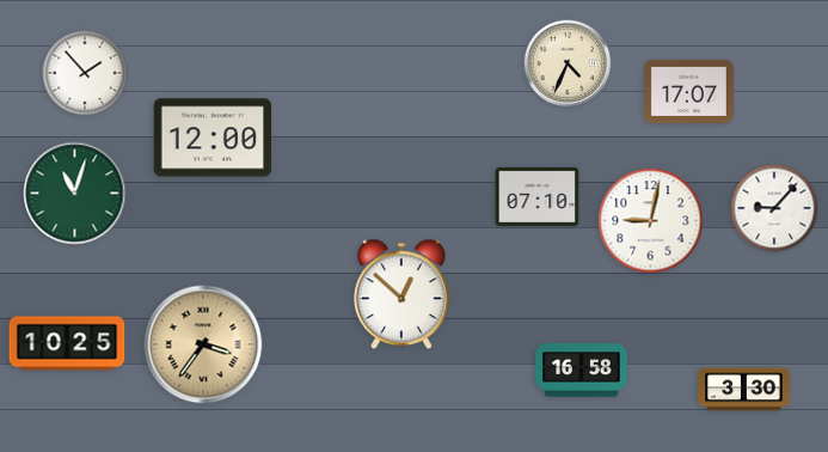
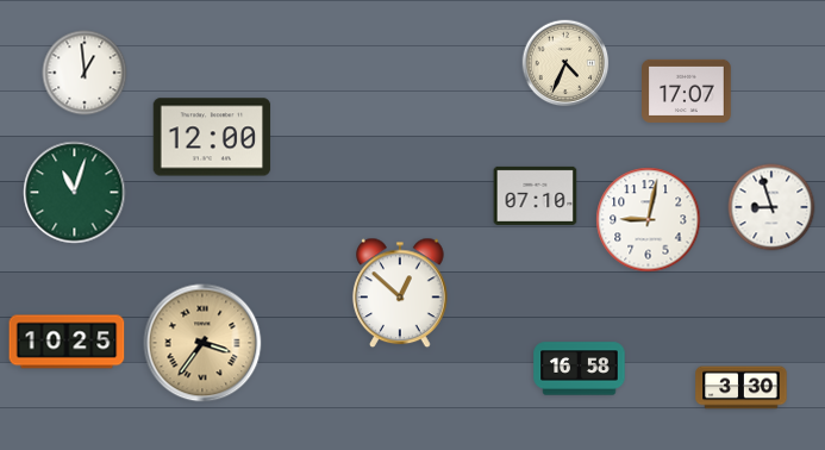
clock at (85, 73): 1:53 -> 12:59
clock at (774, 208): 9:07 -> 8:57
